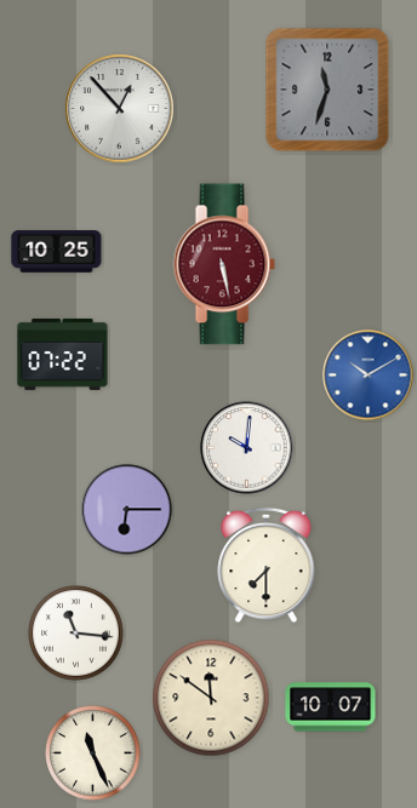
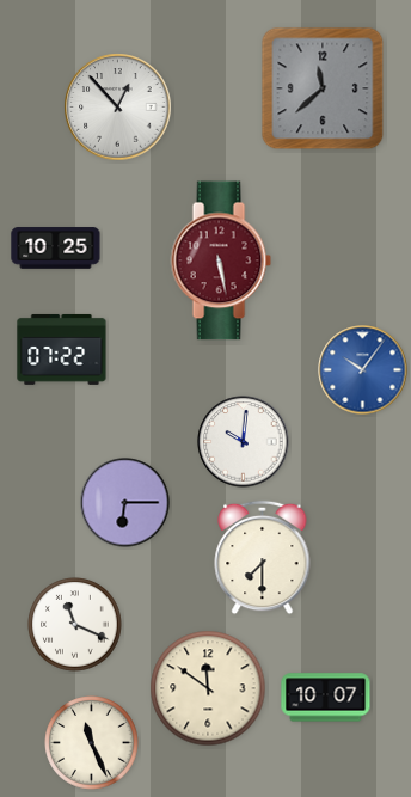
clock at (327, 90): 11:33 -> 11:38
clock at (369, 376): 10:10 -> 10:06
clock at (76, 634): 11:16 -> 11:19
